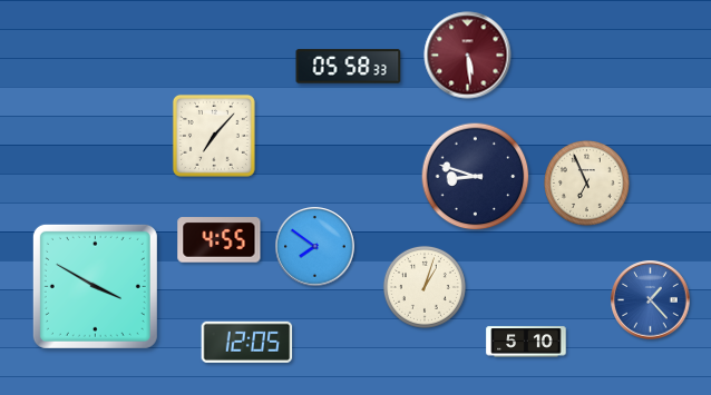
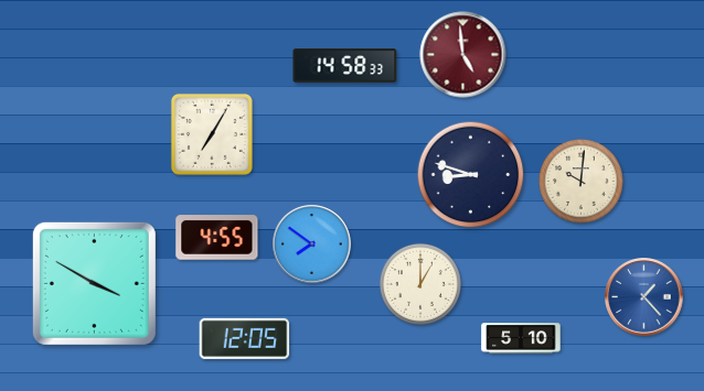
clock at (468, 56): 5:29 -> 4:59
clock at (349, 67): 05:58 -> 14:58
clock at (214, 136): 7:07 -> 7:05
clock at (587, 184): 6:56 -> 10:01
clock at (425, 287): 1:03 -> 1:00
